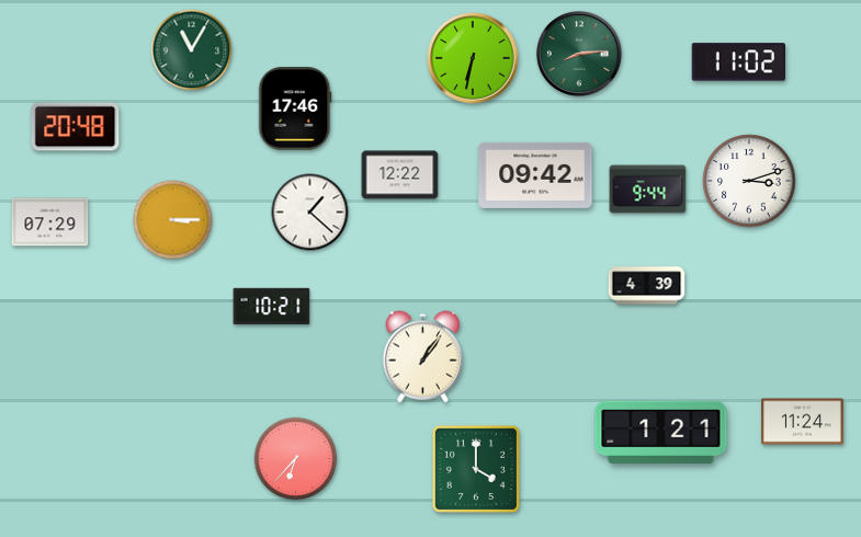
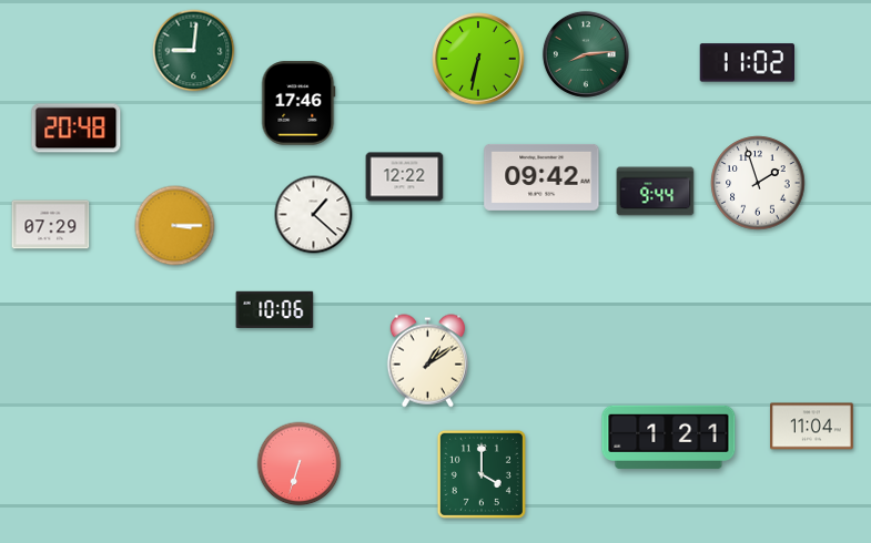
clock at (192, 50): 11:05 -> 9:01
clock at (295, 108) position: (295, 108) -> (298, 103)
clock at (749, 181): 3:12 -> 1:57
clock at (173, 220) position: (173, 220) -> (175, 226)
clock at (647, 286): 4:39 -> none
clock at (272, 306): 10:21 -> 10:06
clock at (422, 357): 1:06 -> 1:09
clock at (803, 422): 11:24 -> 11:04
clock at (296, 459): 6:37 -> 6:33
